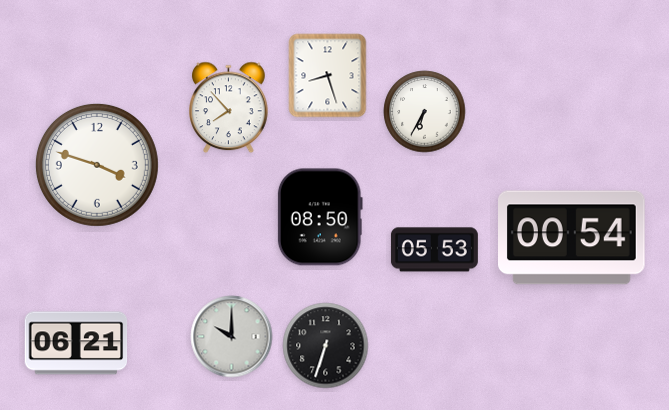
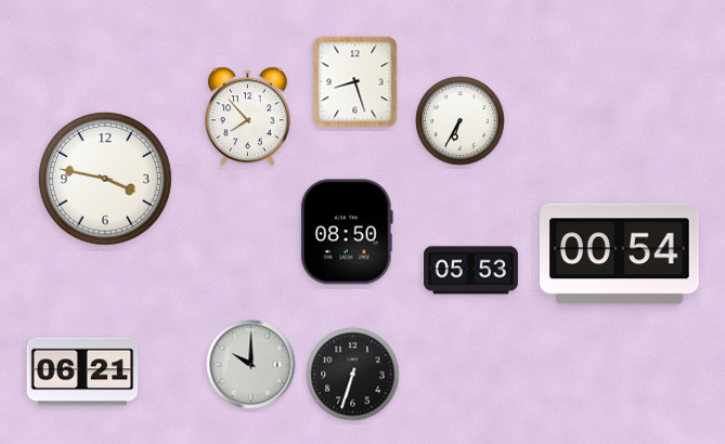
clock at (97, 165): 3:48 -> 3:47
clock at (320, 217) position: (320, 217) -> (347, 232)
clock at (572, 238) position: (572, 238) -> (620, 254)
